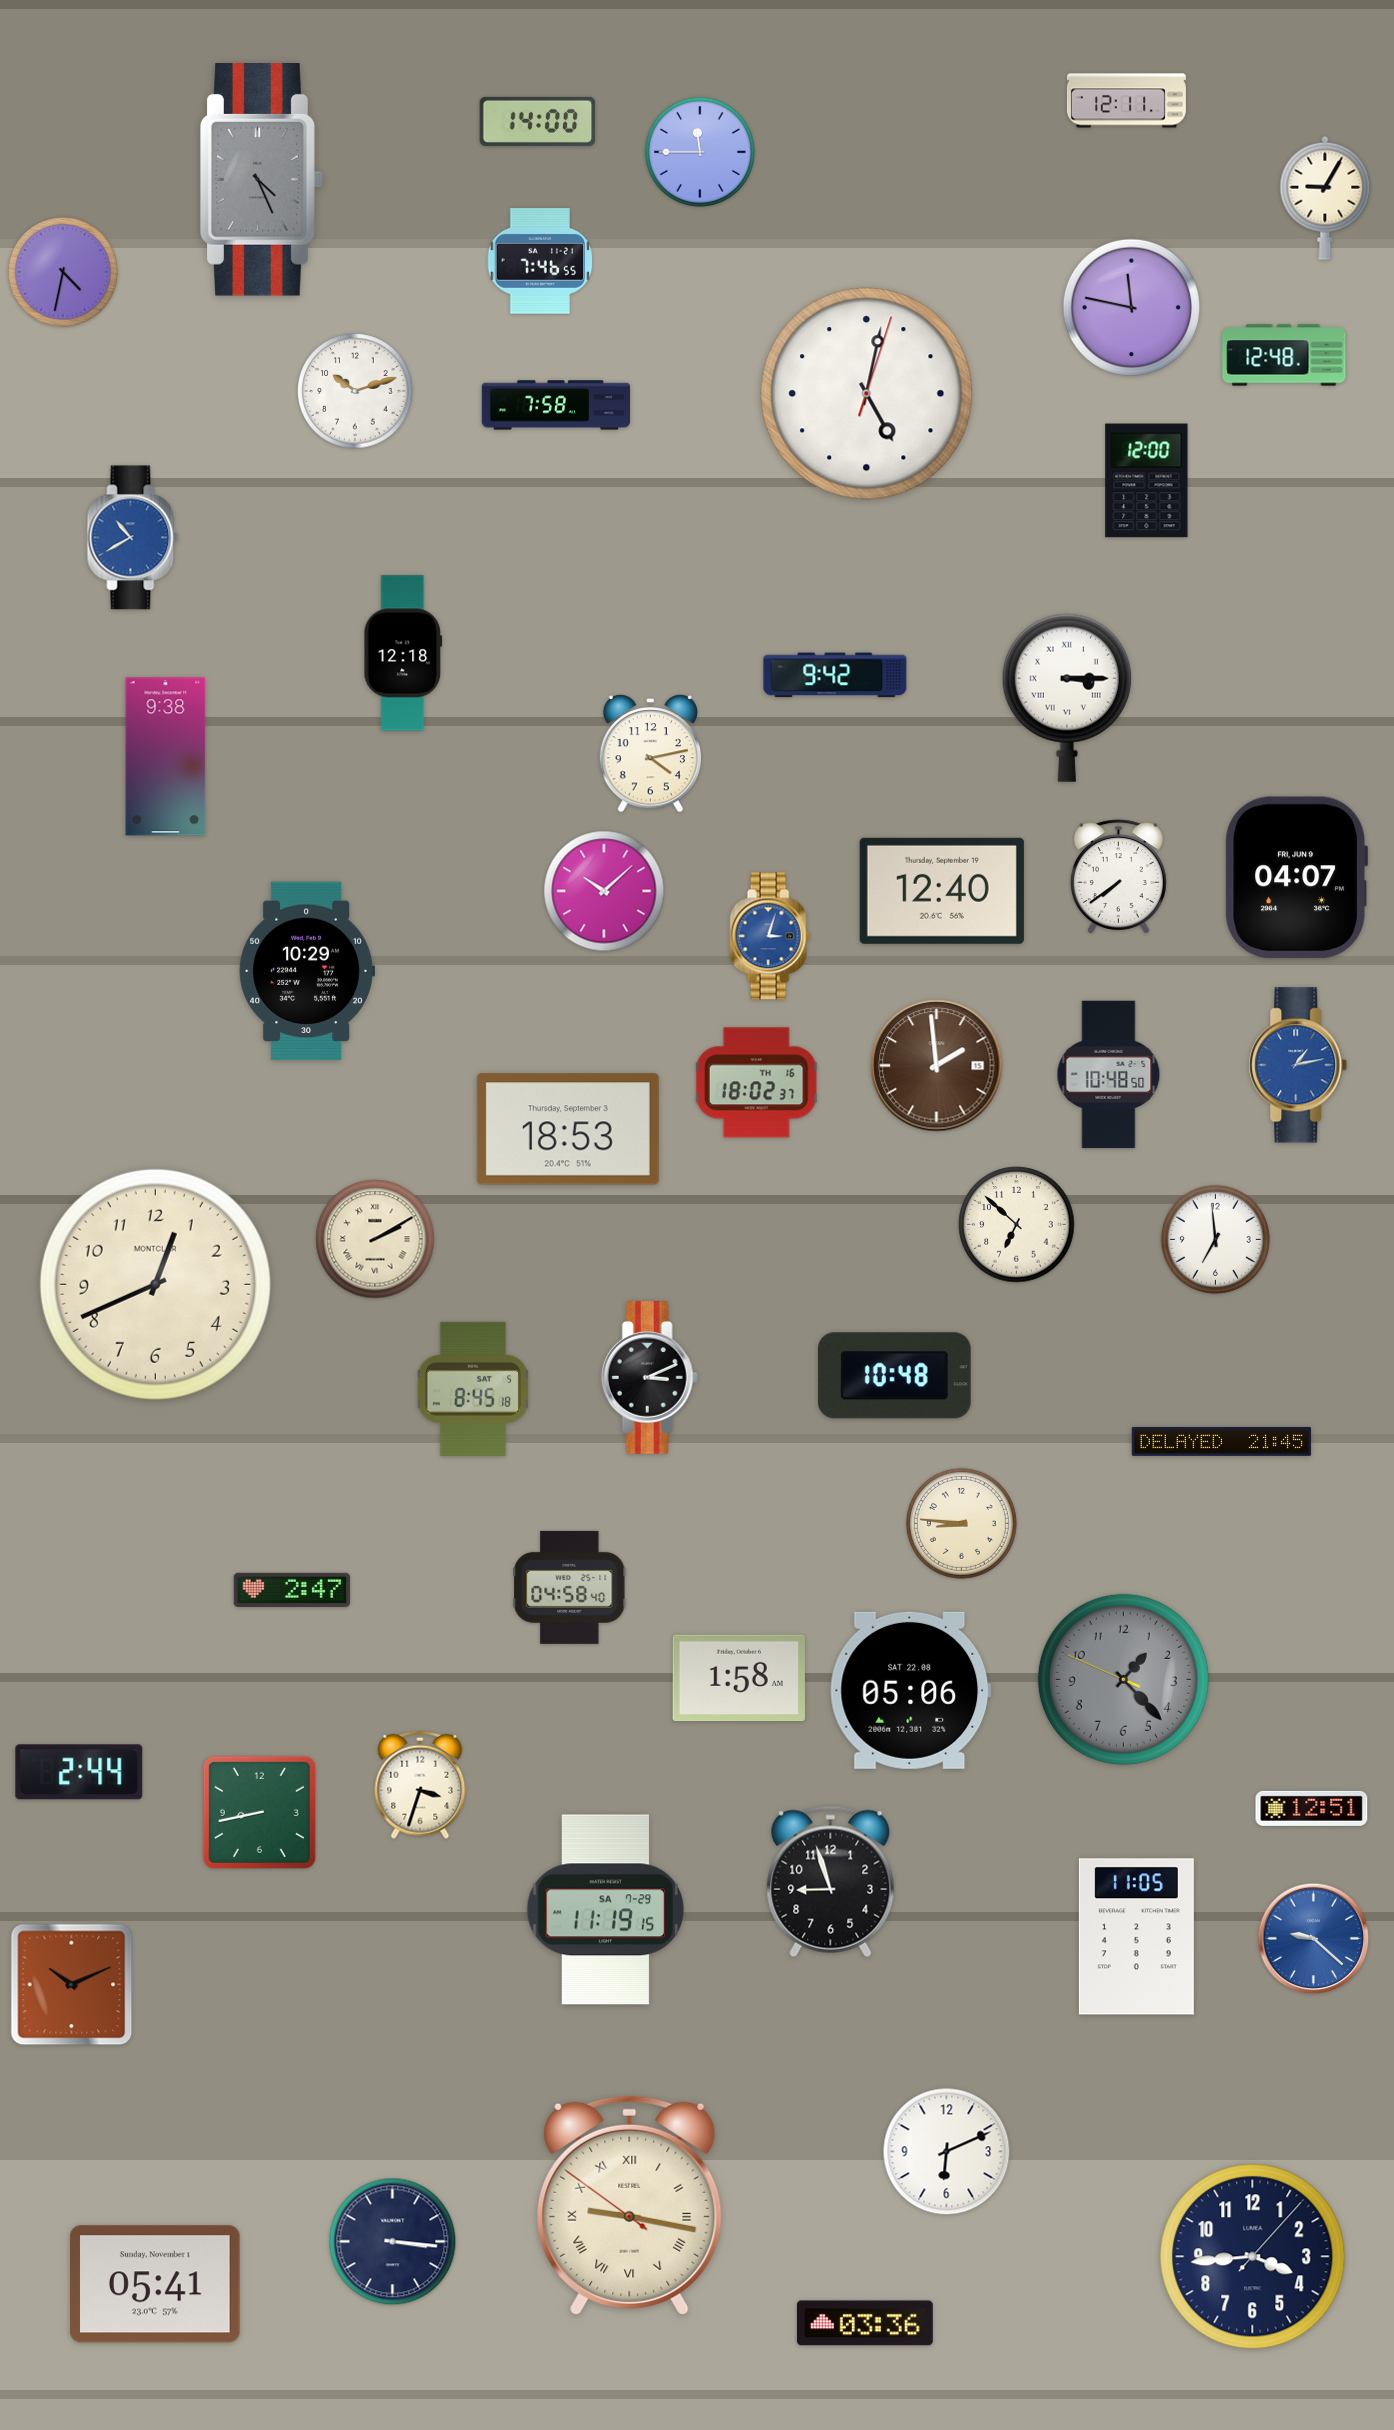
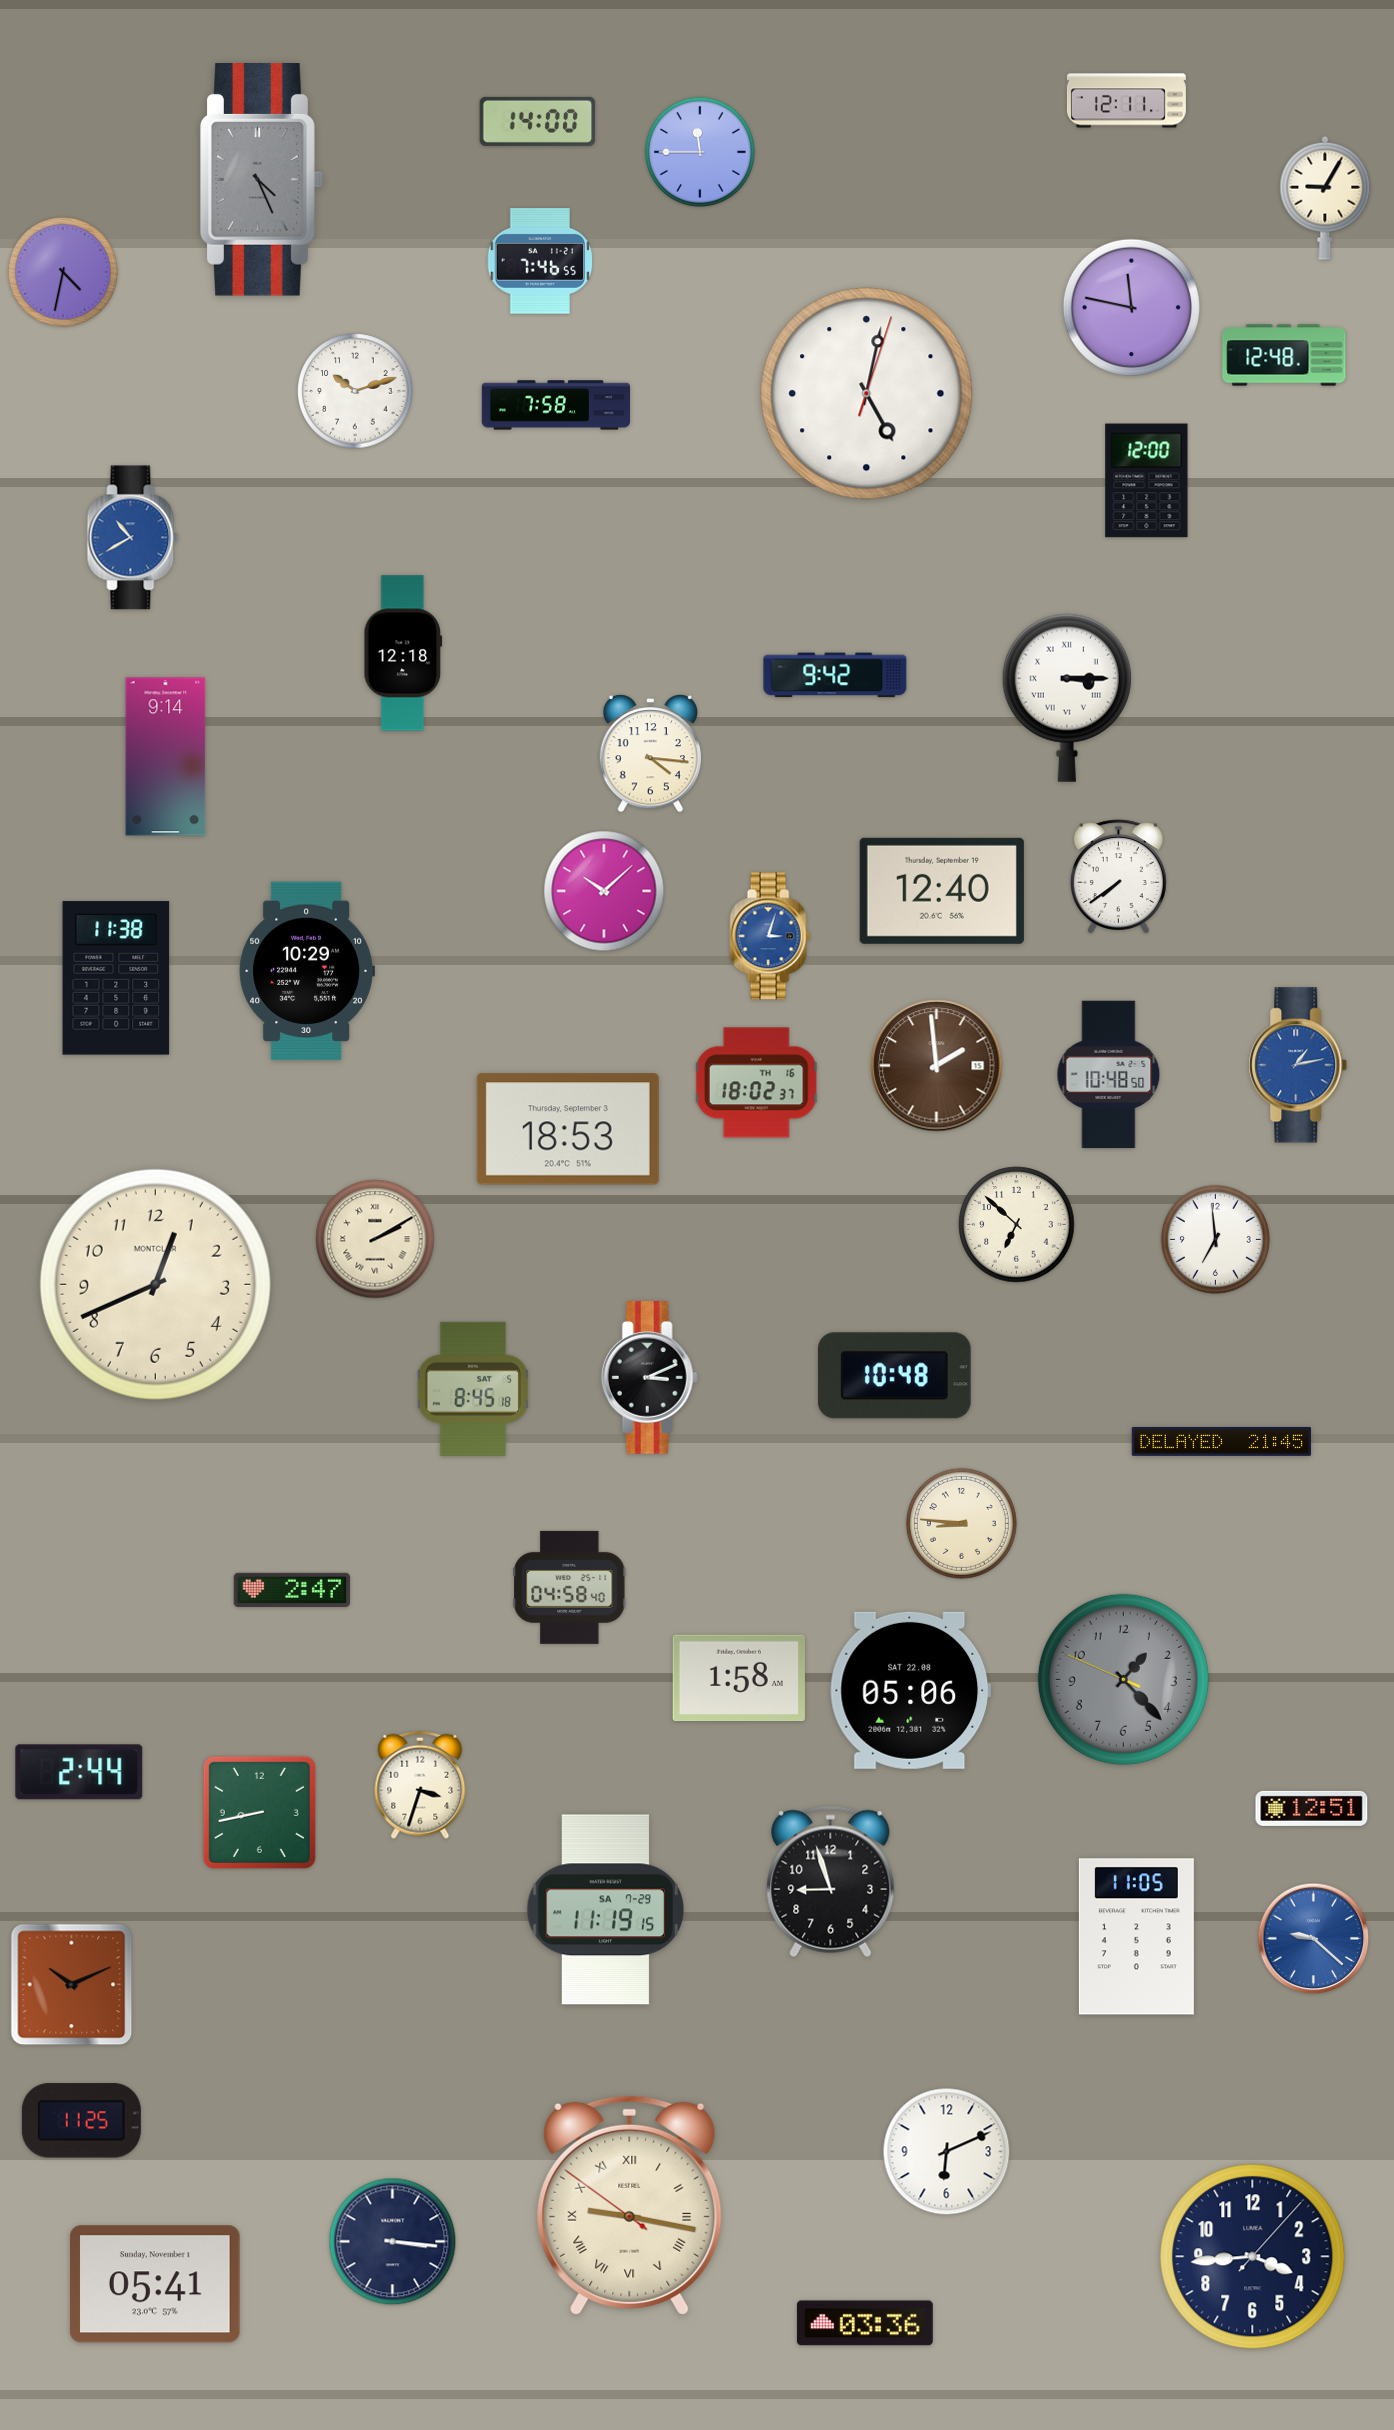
clock at (650, 754): 4:13 -> 4:16
clock at (166, 757): 9:38 -> 9:14
clock at (1297, 878): 04:07 -> none
clock at (116, 978): none -> 11:38
clock at (81, 2121): none -> 11:25
